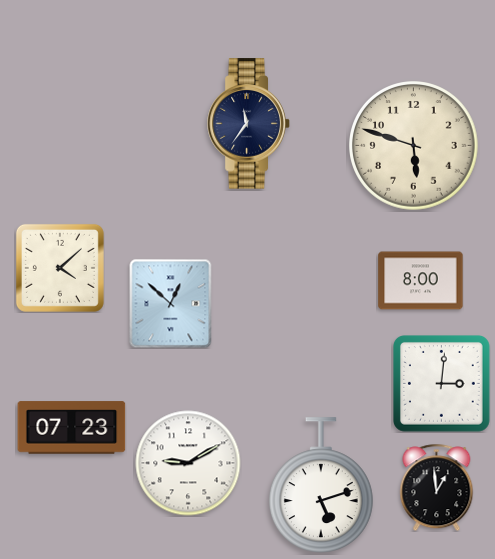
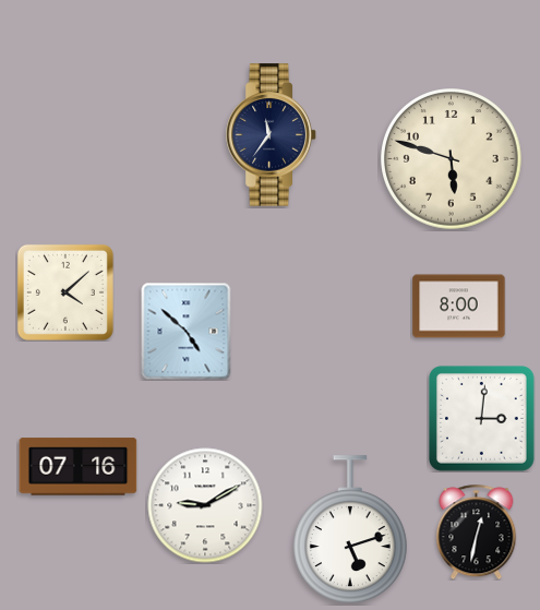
clock at (171, 303): 12:52 -> 4:52
clock at (72, 428): 07:23 -> 07:16
clock at (437, 487): 12:59 -> 12:32
